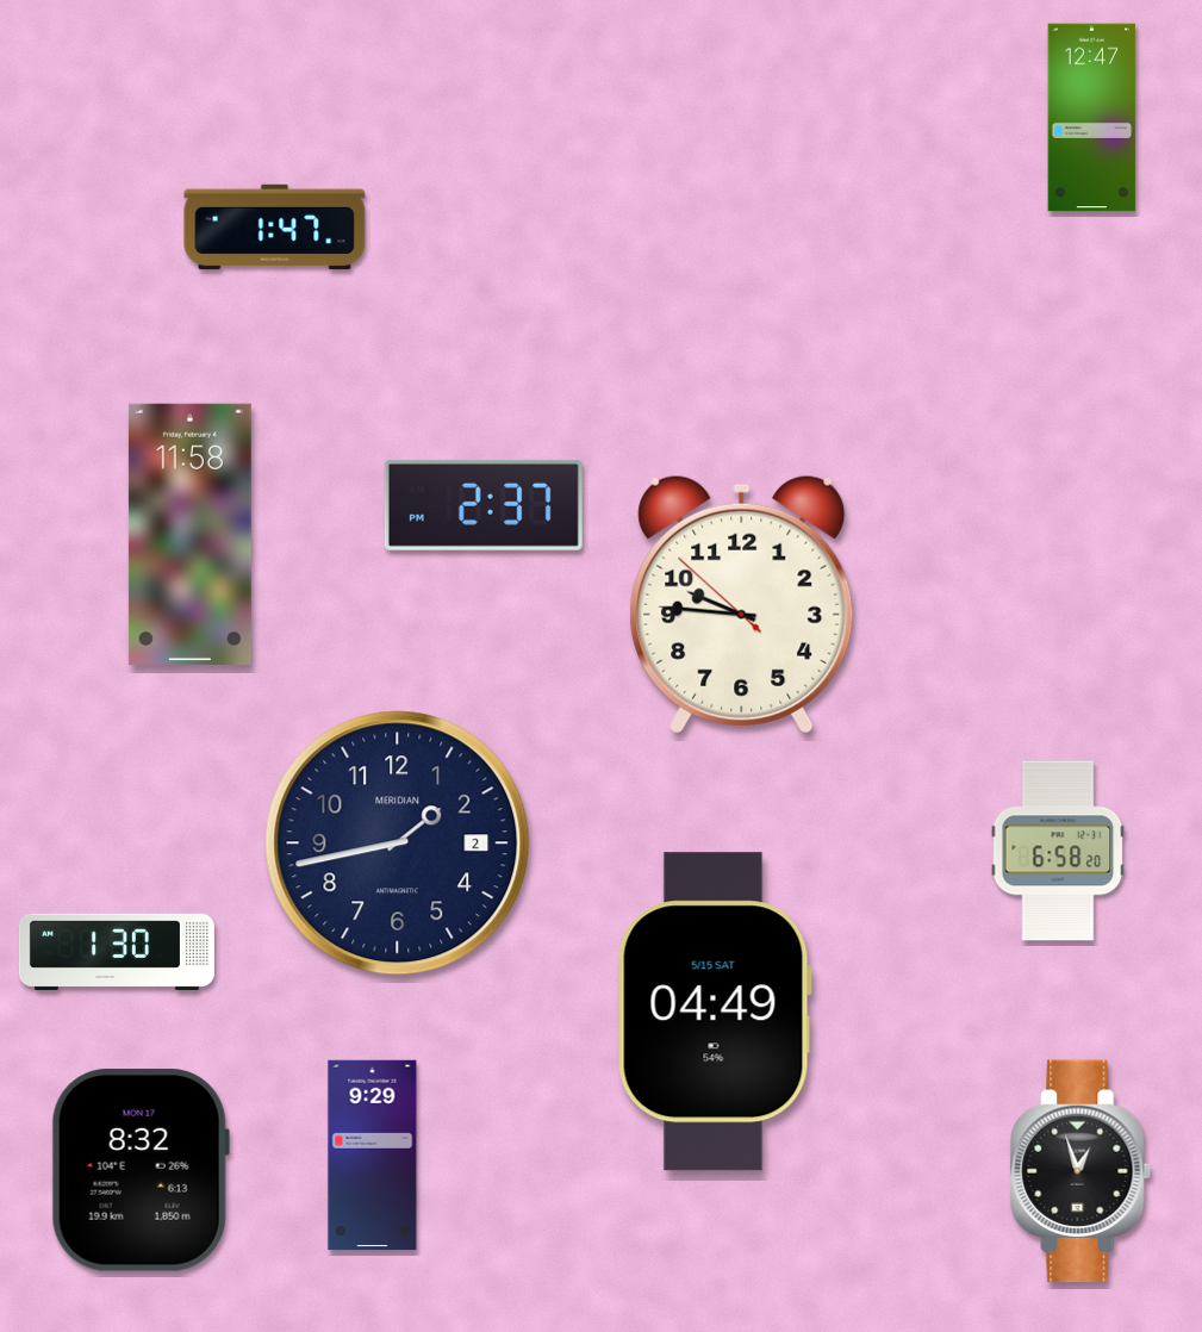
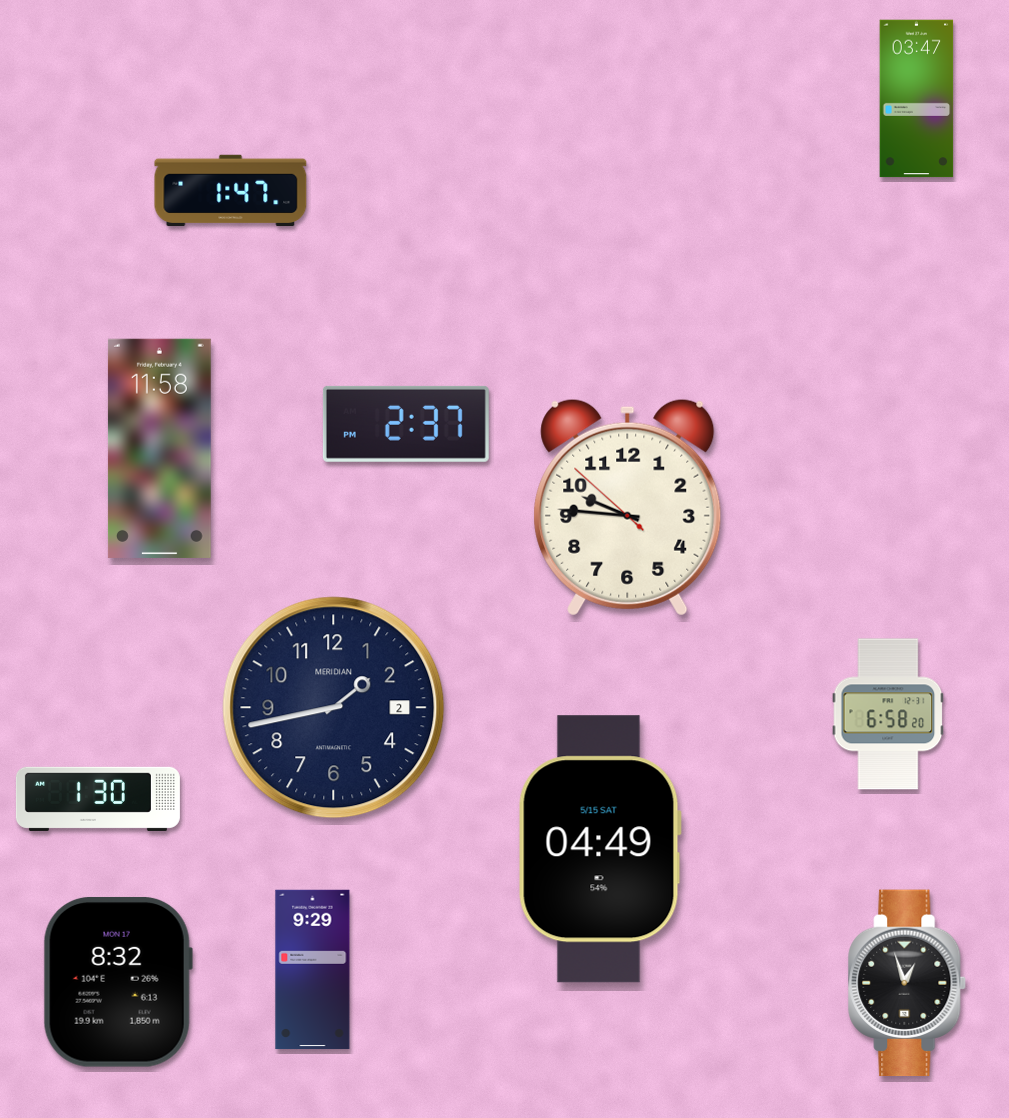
clock at (1092, 118): 12:47 -> 03:47
clock at (742, 604) position: (742, 604) -> (628, 507)
